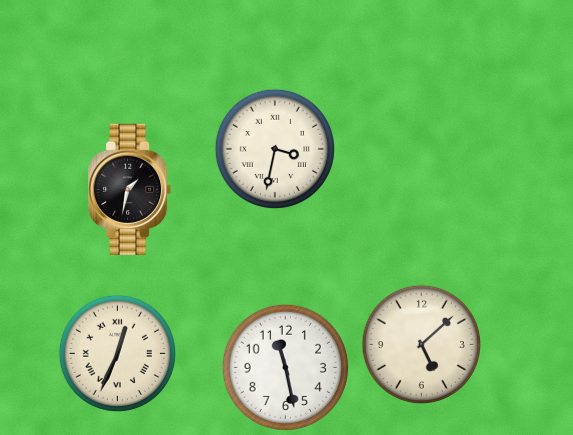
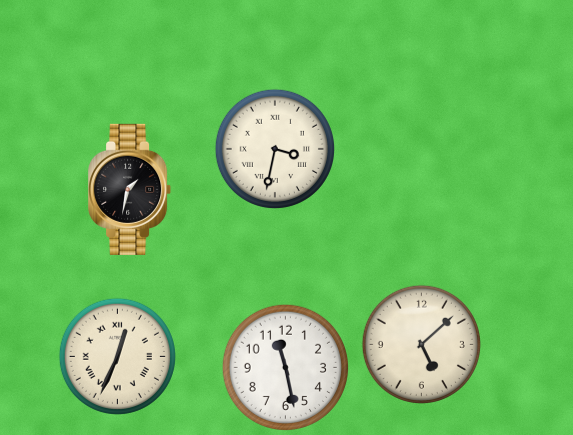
clock at (117, 353) position: (117, 353) -> (117, 356)
